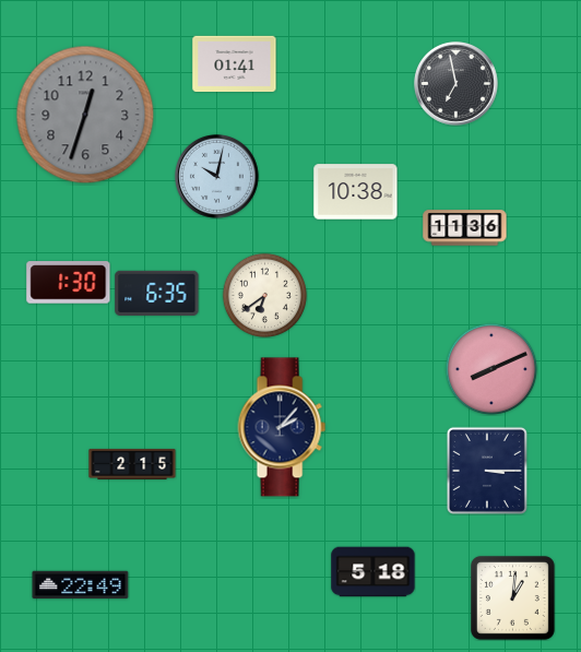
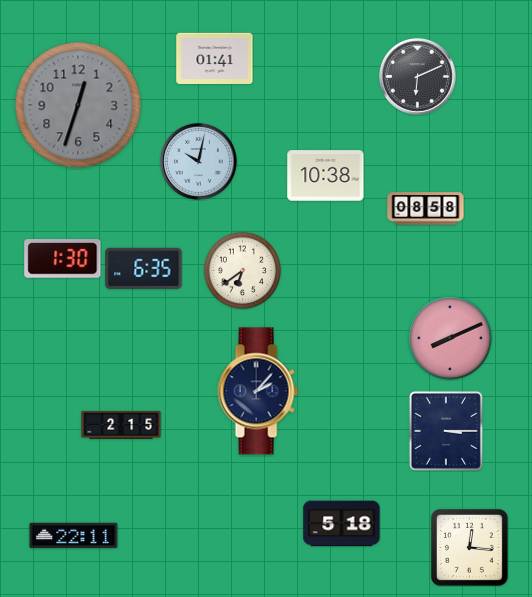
clock at (456, 84): 6:58 -> 6:11
clock at (465, 228): 11:36 -> 08:58
clock at (81, 585): 22:49 -> 22:11
clock at (512, 597): 1:01 -> 12:16
